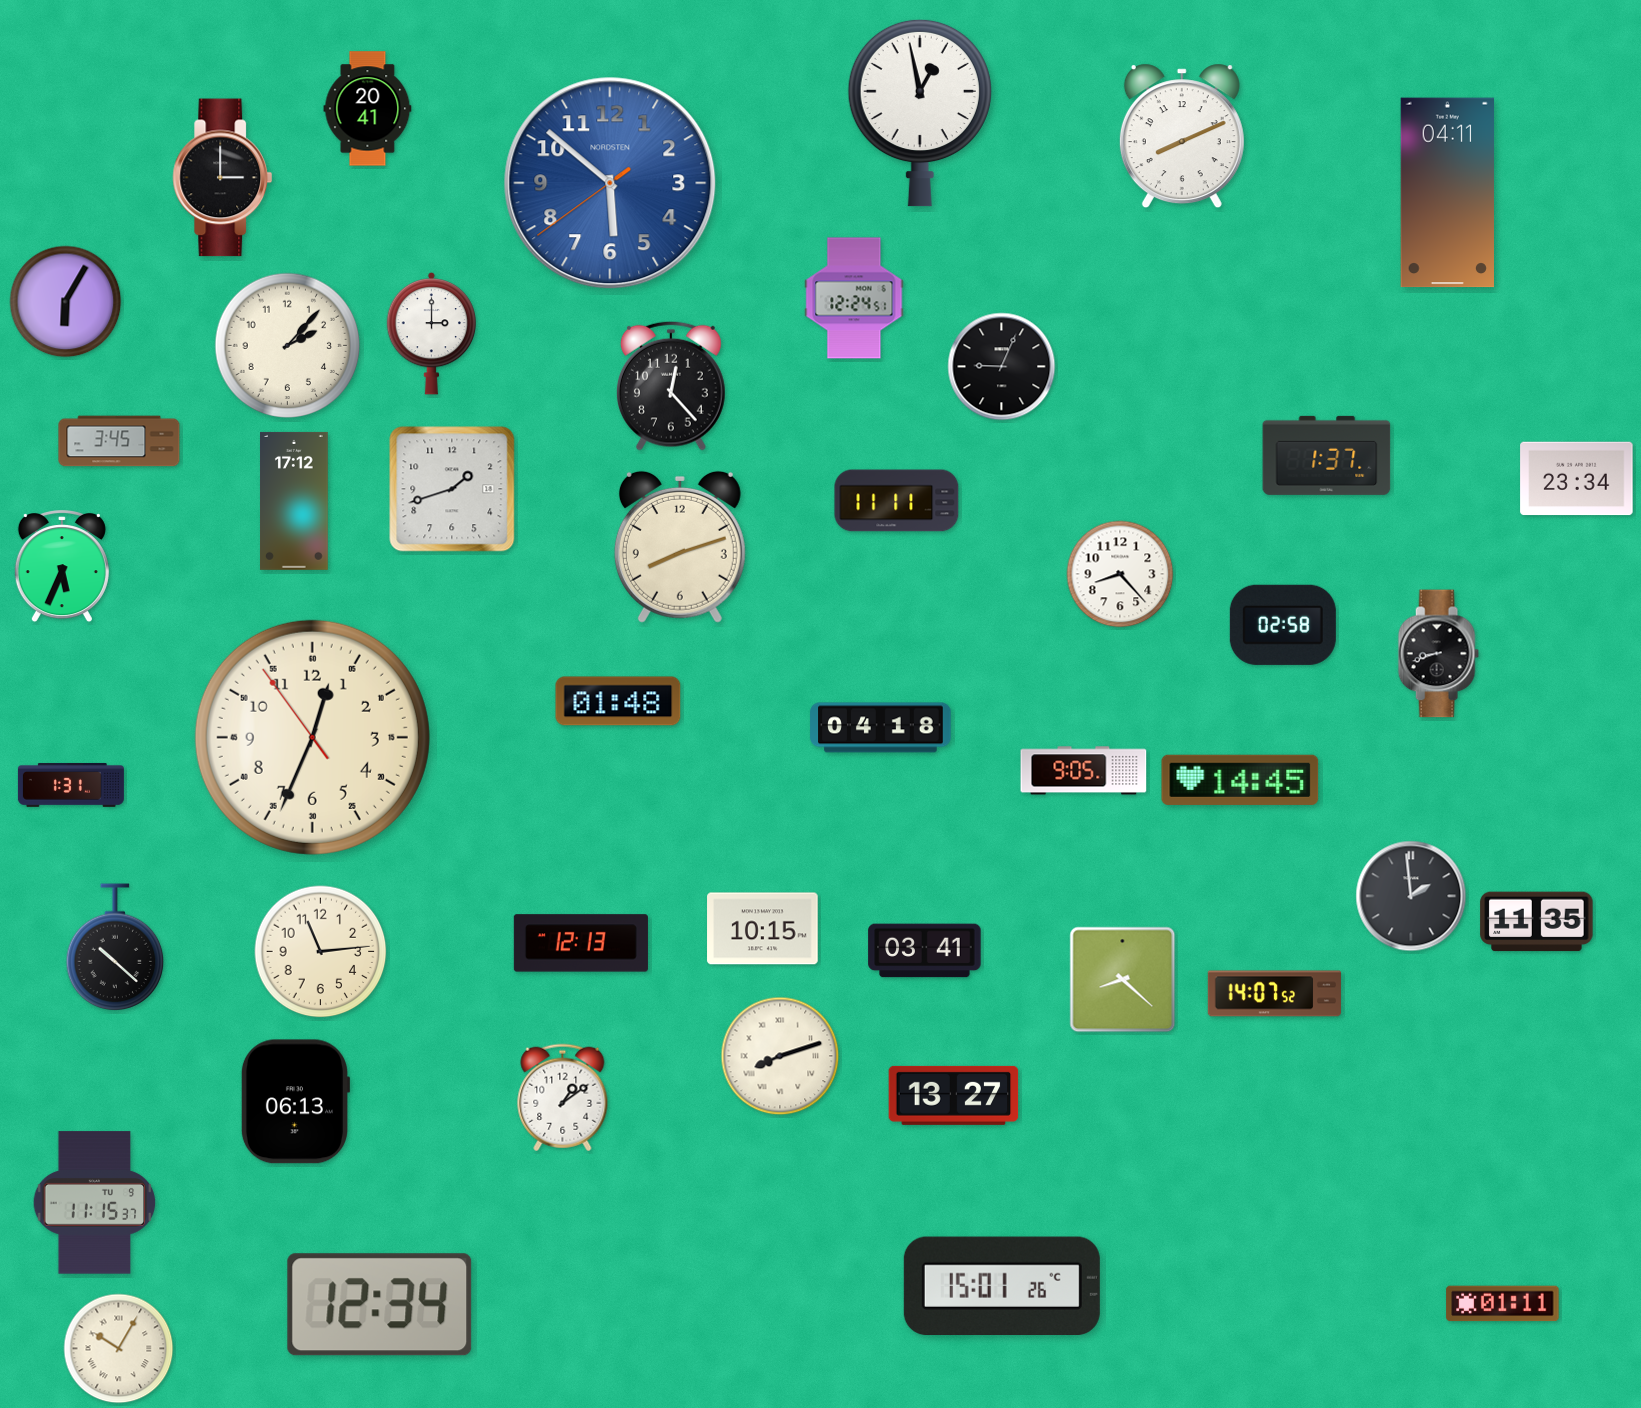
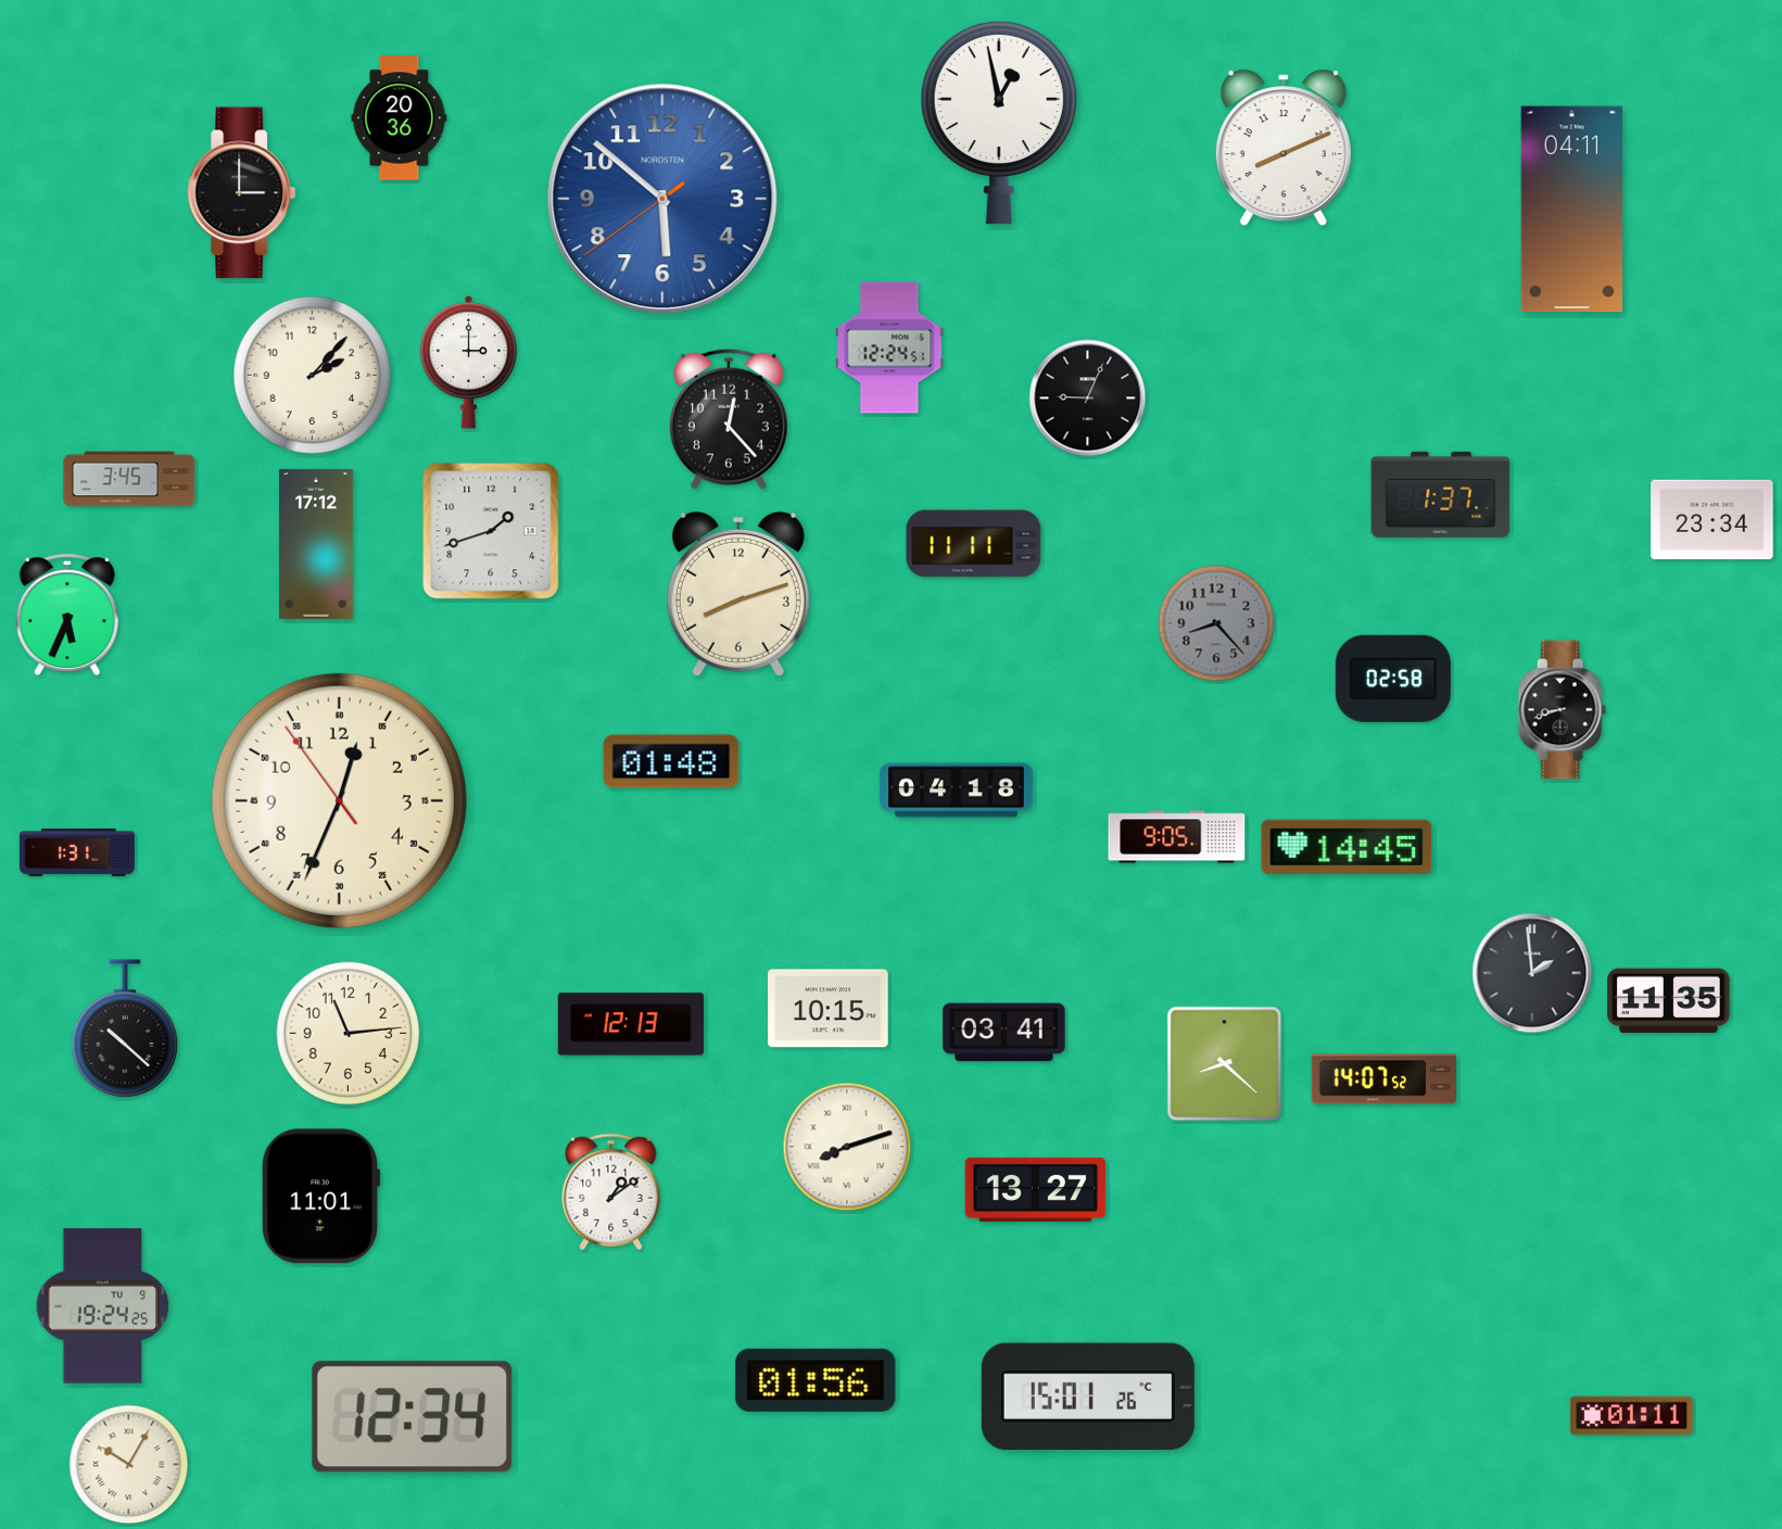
clock at (368, 109): 20:41 -> 20:36
clock at (854, 298) position: (854, 298) -> (889, 347)
clock at (66, 302): 6:05 -> none
clock at (295, 501) position: (295, 501) -> (317, 544)
clock at (1120, 574) dial: white -> grey
clock at (1123, 980) position: (1123, 980) -> (1225, 1064)
clock at (294, 1102): 06:13 -> 11:01
clock at (95, 1203): 11:15 -> 19:24
clock at (816, 1380): none -> 01:56
